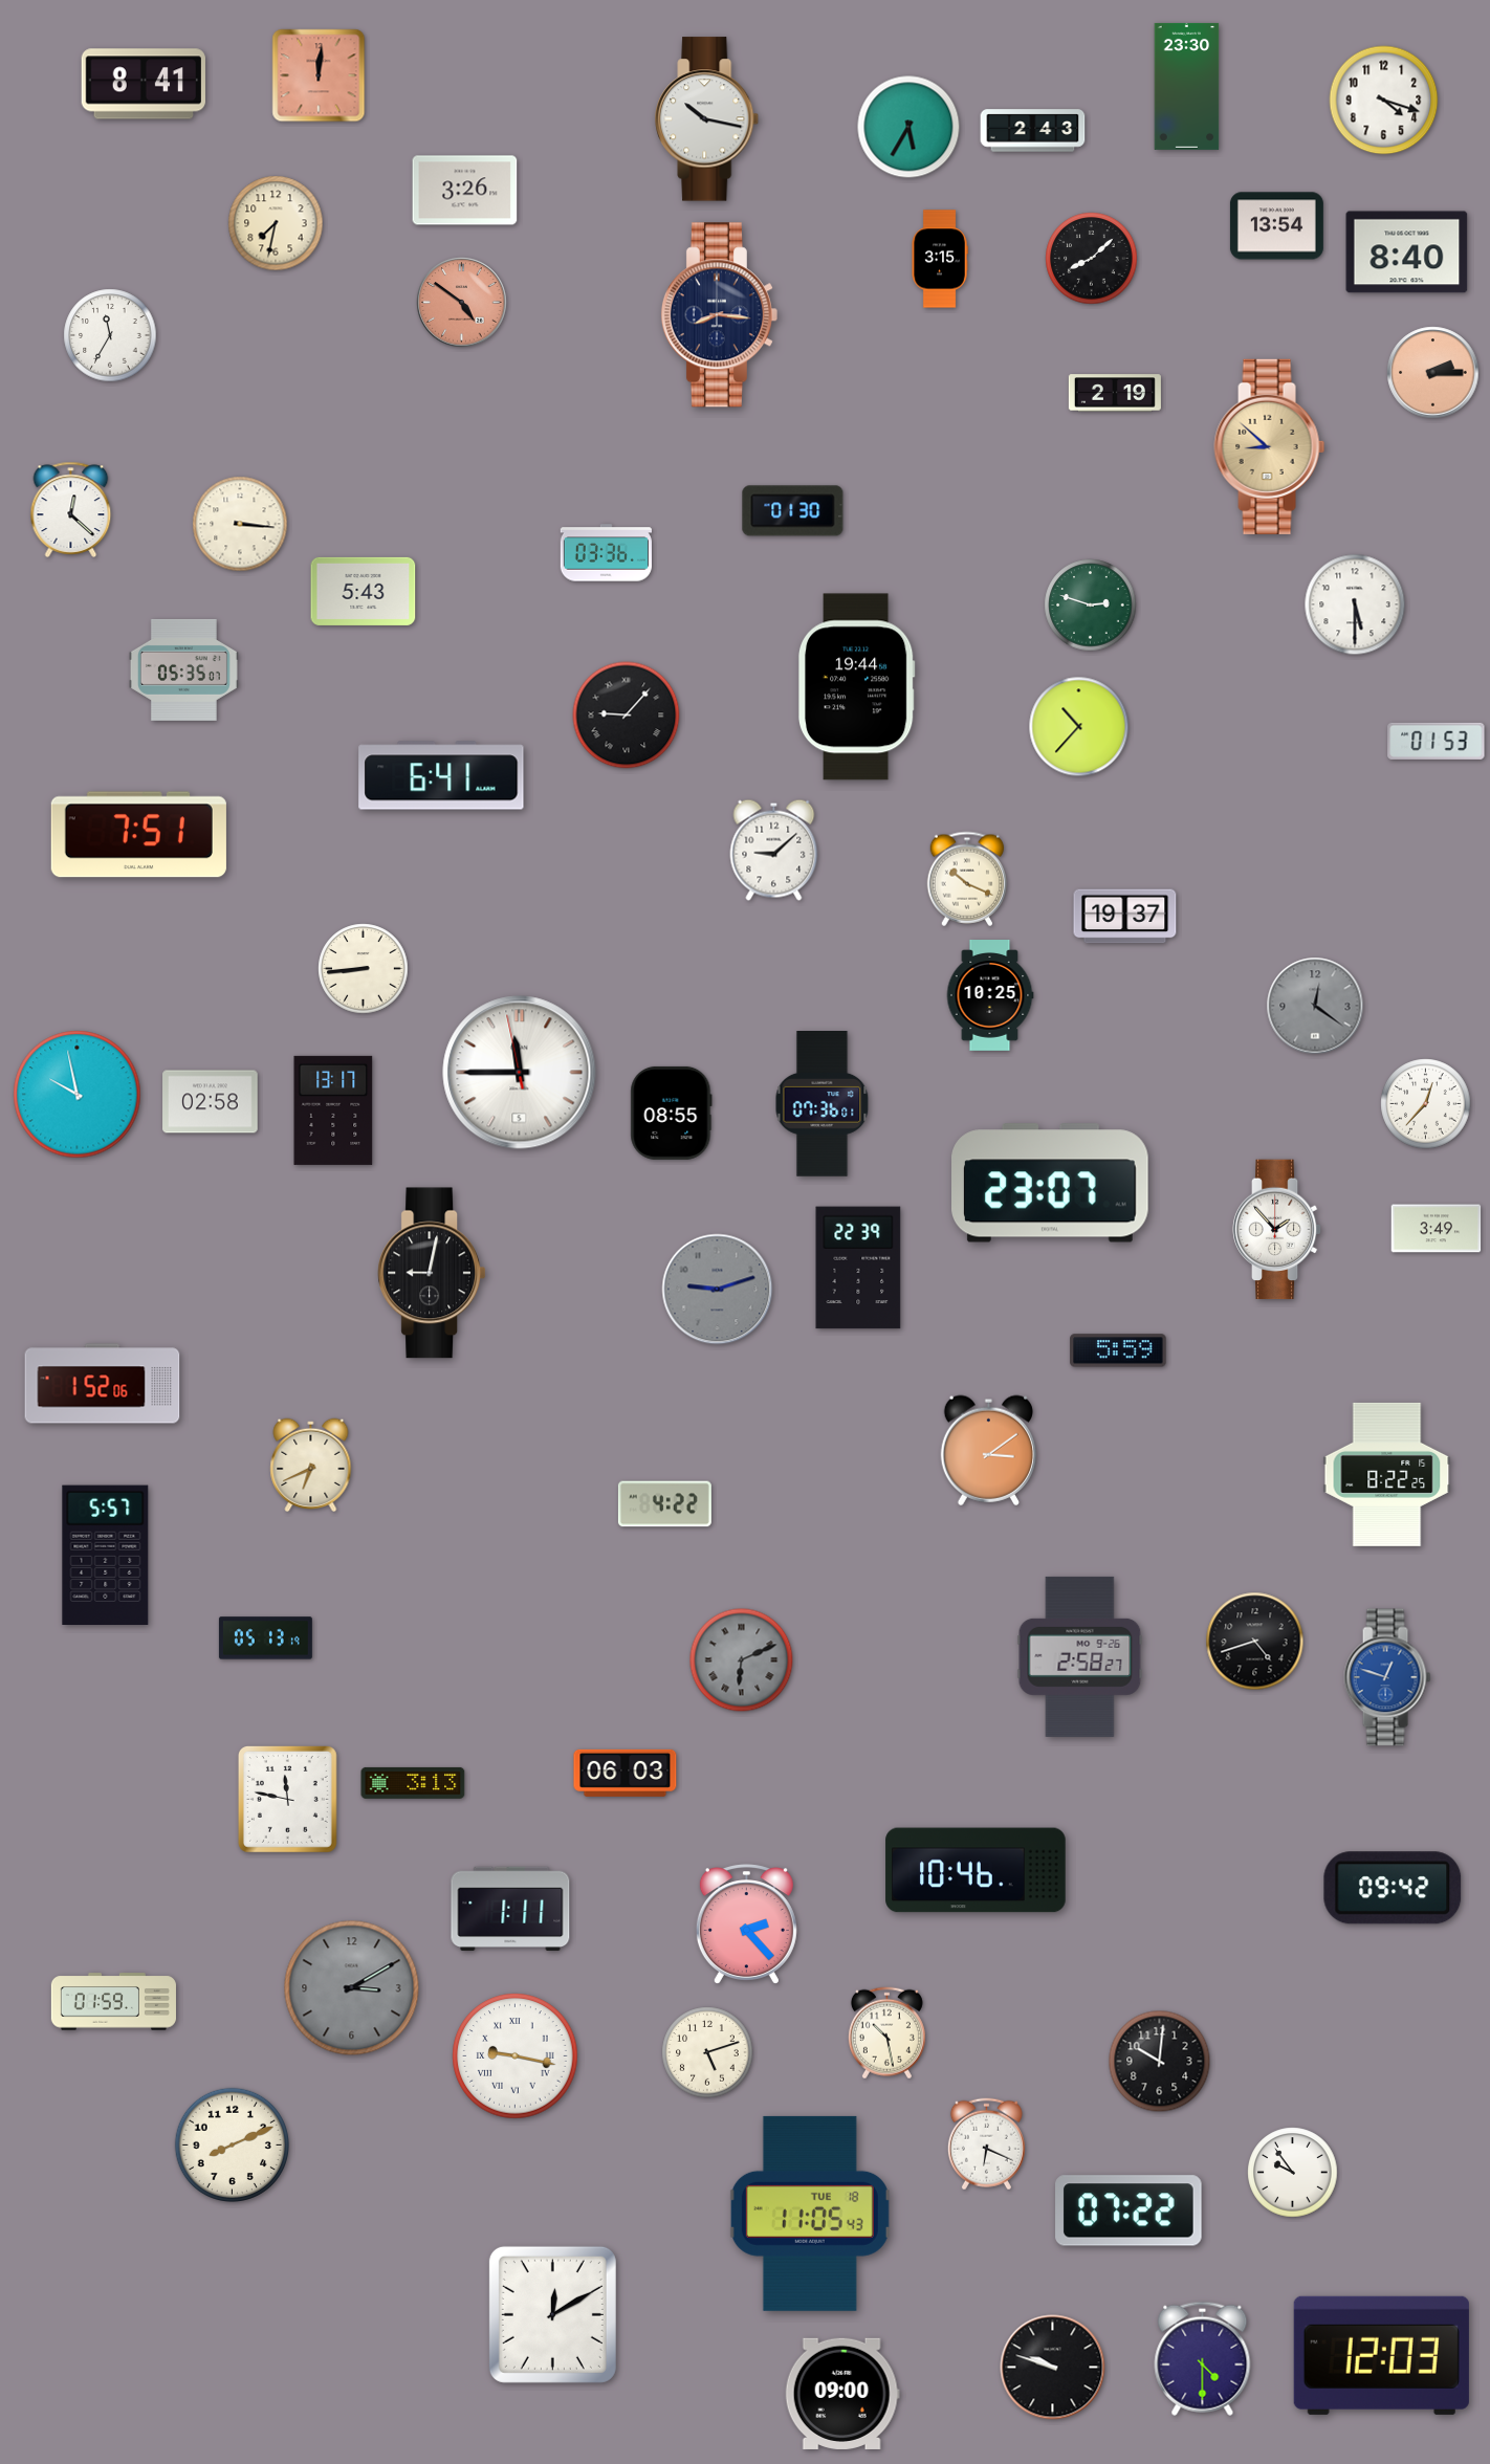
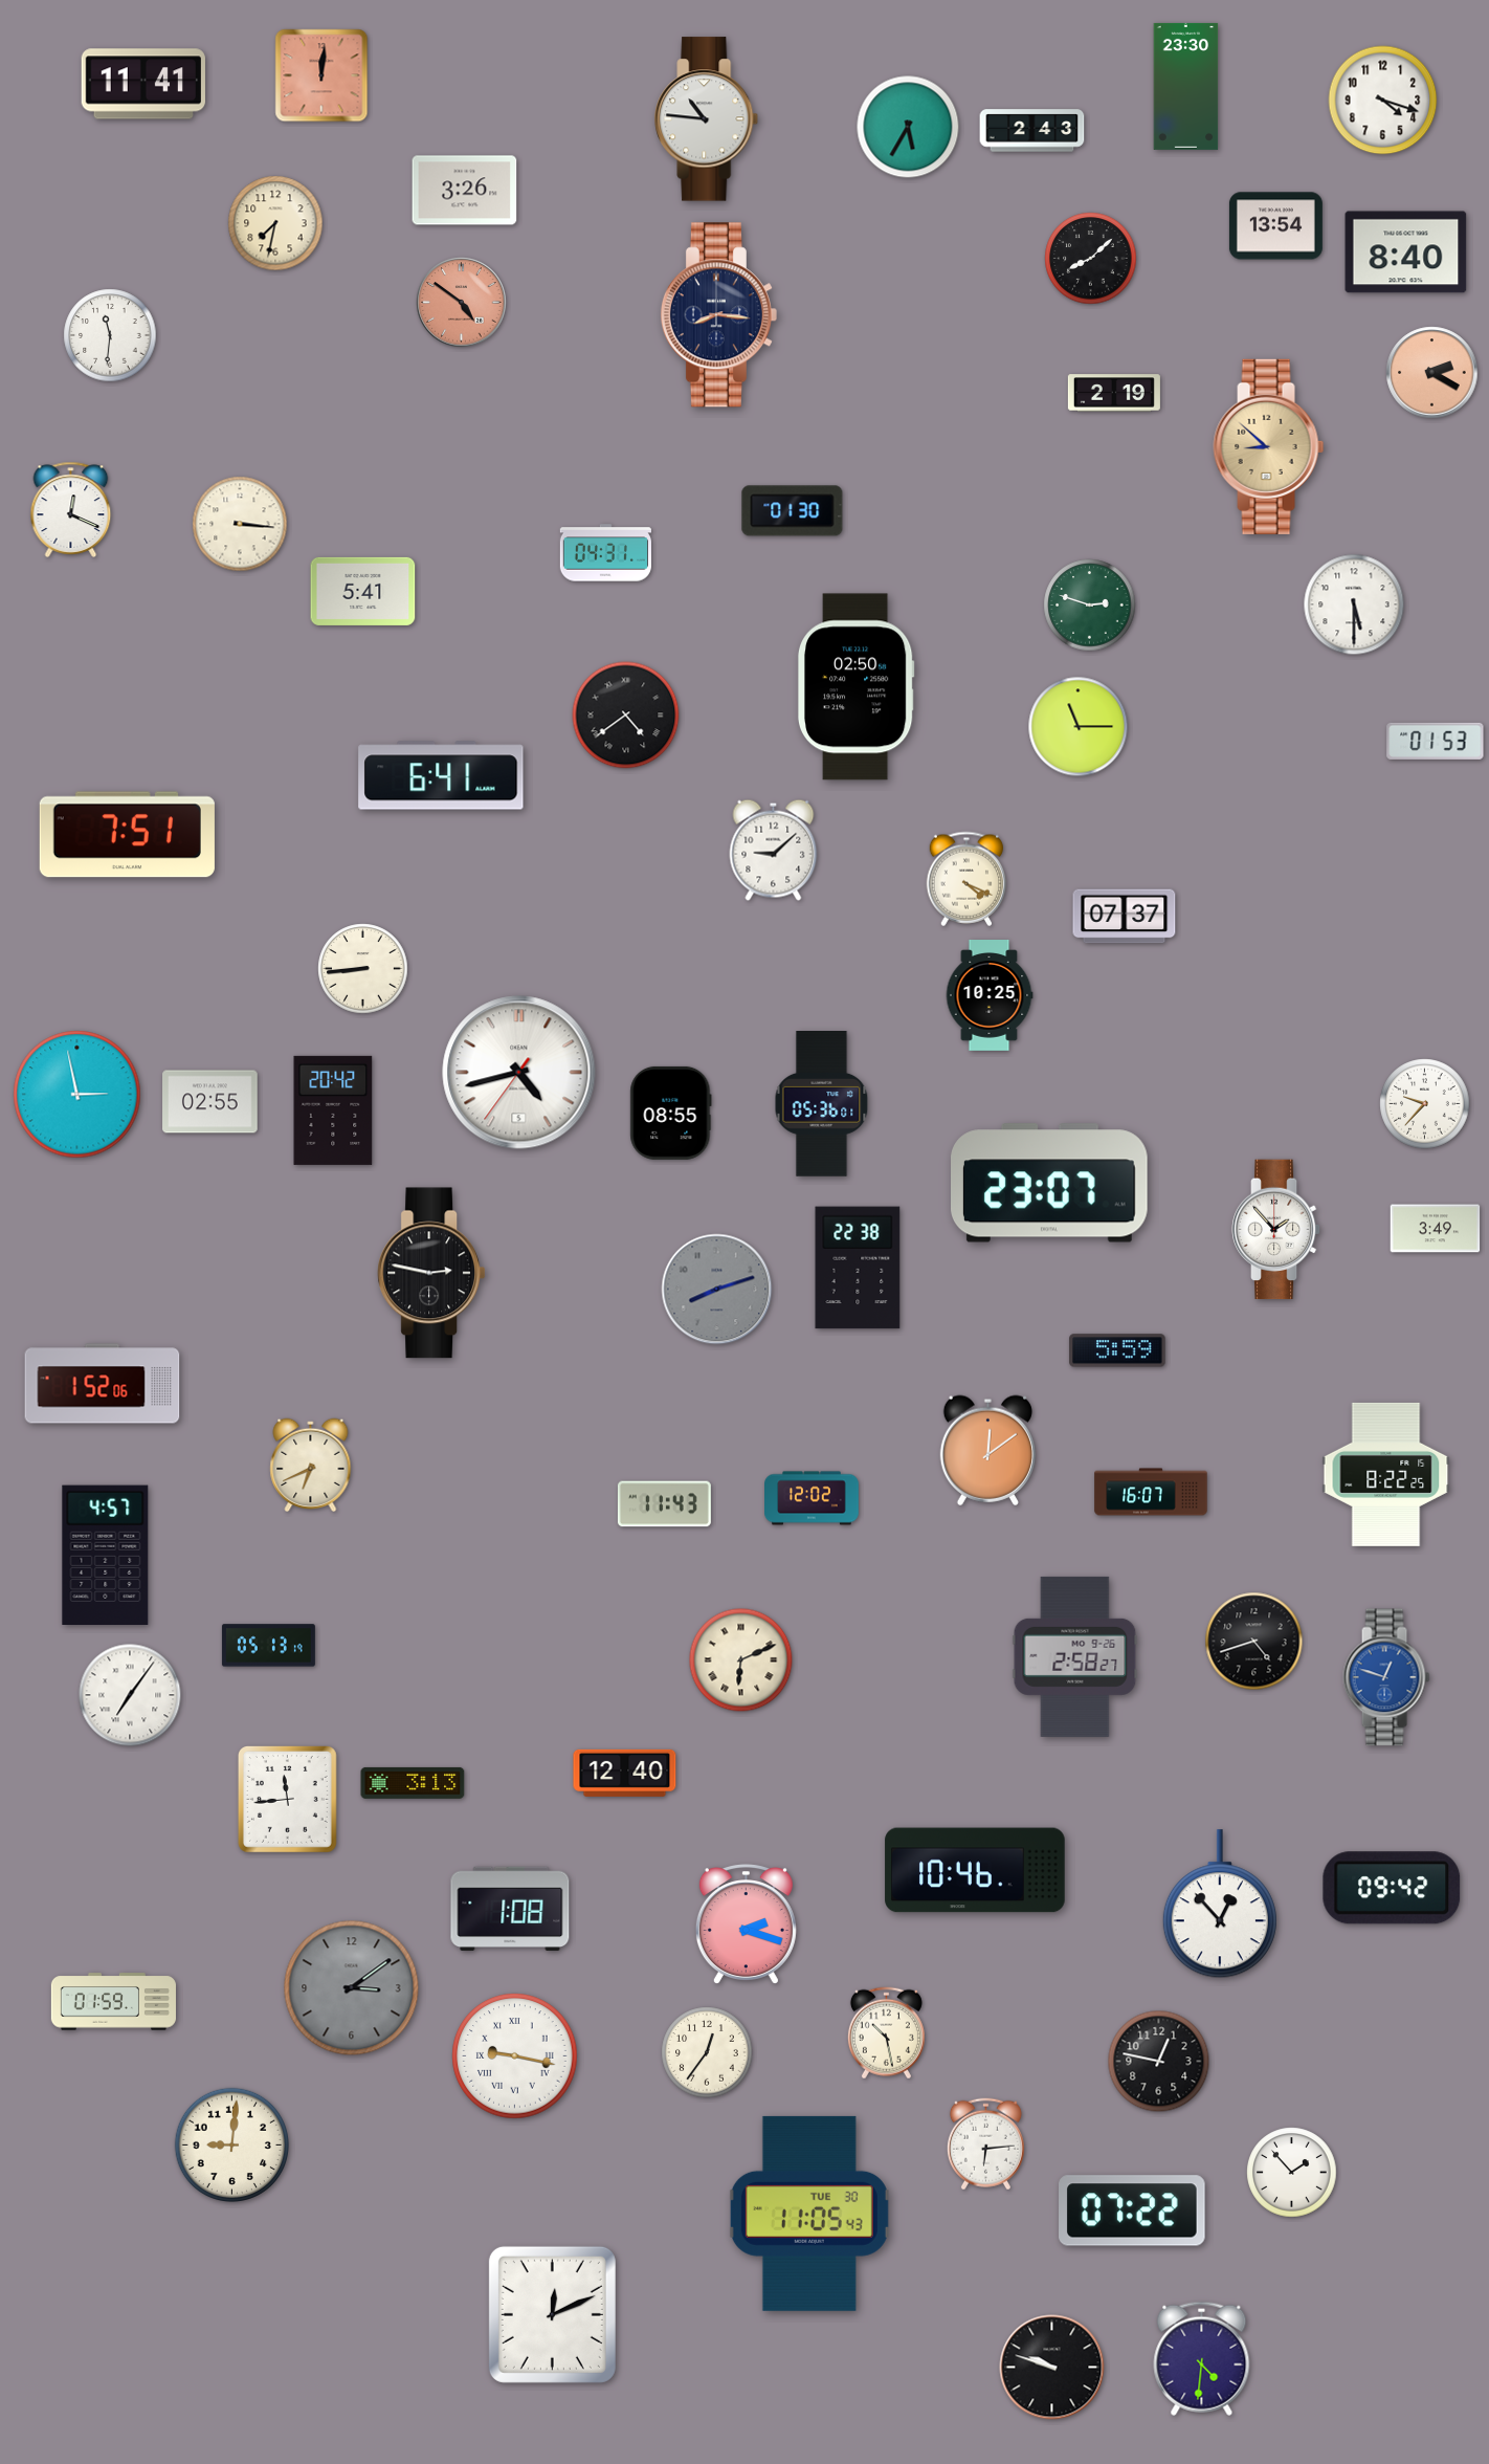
clock at (319, 75) position: (319, 75) -> (321, 75)
clock at (144, 84): 8:41 -> 11:41
clock at (707, 119): 10:17 -> 10:46
clock at (940, 259): 3:15 -> none
clock at (110, 335): 11:35 -> 11:31
clock at (1433, 373): 2:15 -> 2:20
clock at (71, 509): 12:22 -> 12:19
clock at (606, 553): 03:36 -> 04:31
clock at (364, 591): 5:43 -> 5:41
clock at (183, 669): 05:35 -> none
clock at (856, 687): 19:44 -> 02:50
clock at (627, 716): 9:07 -> 4:39
clock at (1079, 727): 10:37 -> 11:15
clock at (138, 835) position: (138, 835) -> (127, 835)
clock at (967, 879): 10:19 -> 4:19
clock at (1125, 917): 19:37 -> 07:37
clock at (1315, 1006): 12:21 -> none
clock at (520, 1073): 11:44 -> 4:42
clock at (78, 1095): 9:58 -> 2:58
clock at (211, 1102): 02:58 -> 02:55
clock at (823, 1104): 07:36 -> 05:36
clock at (1426, 1104): 12:37 -> 9:37
clock at (333, 1110): 13:17 -> 20:42
clock at (858, 1268): 22:39 -> 22:38
clock at (432, 1273): 9:02 -> 2:47
clock at (718, 1290): 9:12 -> 8:12
clock at (988, 1450): 3:09 -> 12:09
clock at (1151, 1492): none -> 16:07
clock at (812, 1498): none -> 12:02
clock at (664, 1504): 4:22 -> 11:43
clock at (106, 1555): 5:57 -> 4:57
clock at (265, 1638) position: (265, 1638) -> (268, 1646)
clock at (1080, 1656) position: (1080, 1656) -> (1075, 1656)
clock at (742, 1660) dial: grey -> cream
clock at (130, 1695): none -> 7:06
clock at (626, 1773): 06:03 -> 12:40
clock at (287, 1799): 11:47 -> 11:44
clock at (1220, 1905): none -> 12:53
clock at (510, 1909): 1:11 -> 1:08
clock at (746, 1923): 2:23 -> 2:18
clock at (352, 1988): 3:10 -> 3:09
clock at (707, 2052): 5:12 -> 12:36
clock at (1160, 2062): 10:01 -> 12:47
clock at (232, 2144): 8:11 -> 9:01
clock at (986, 2144): 6:19 -> 6:14
clock at (1293, 2173): 9:54 -> 1:53
clock at (1129, 2210) position: (1129, 2210) -> (1132, 2210)
clock at (810, 2214) date: TUE 18 -> TUE 30
clock at (552, 2314): 12:10 -> 12:11
clock at (1381, 2355): 12:03 -> none
clock at (1203, 2358): 4:30 -> 4:31
clock at (842, 2394): 09:00 -> none
